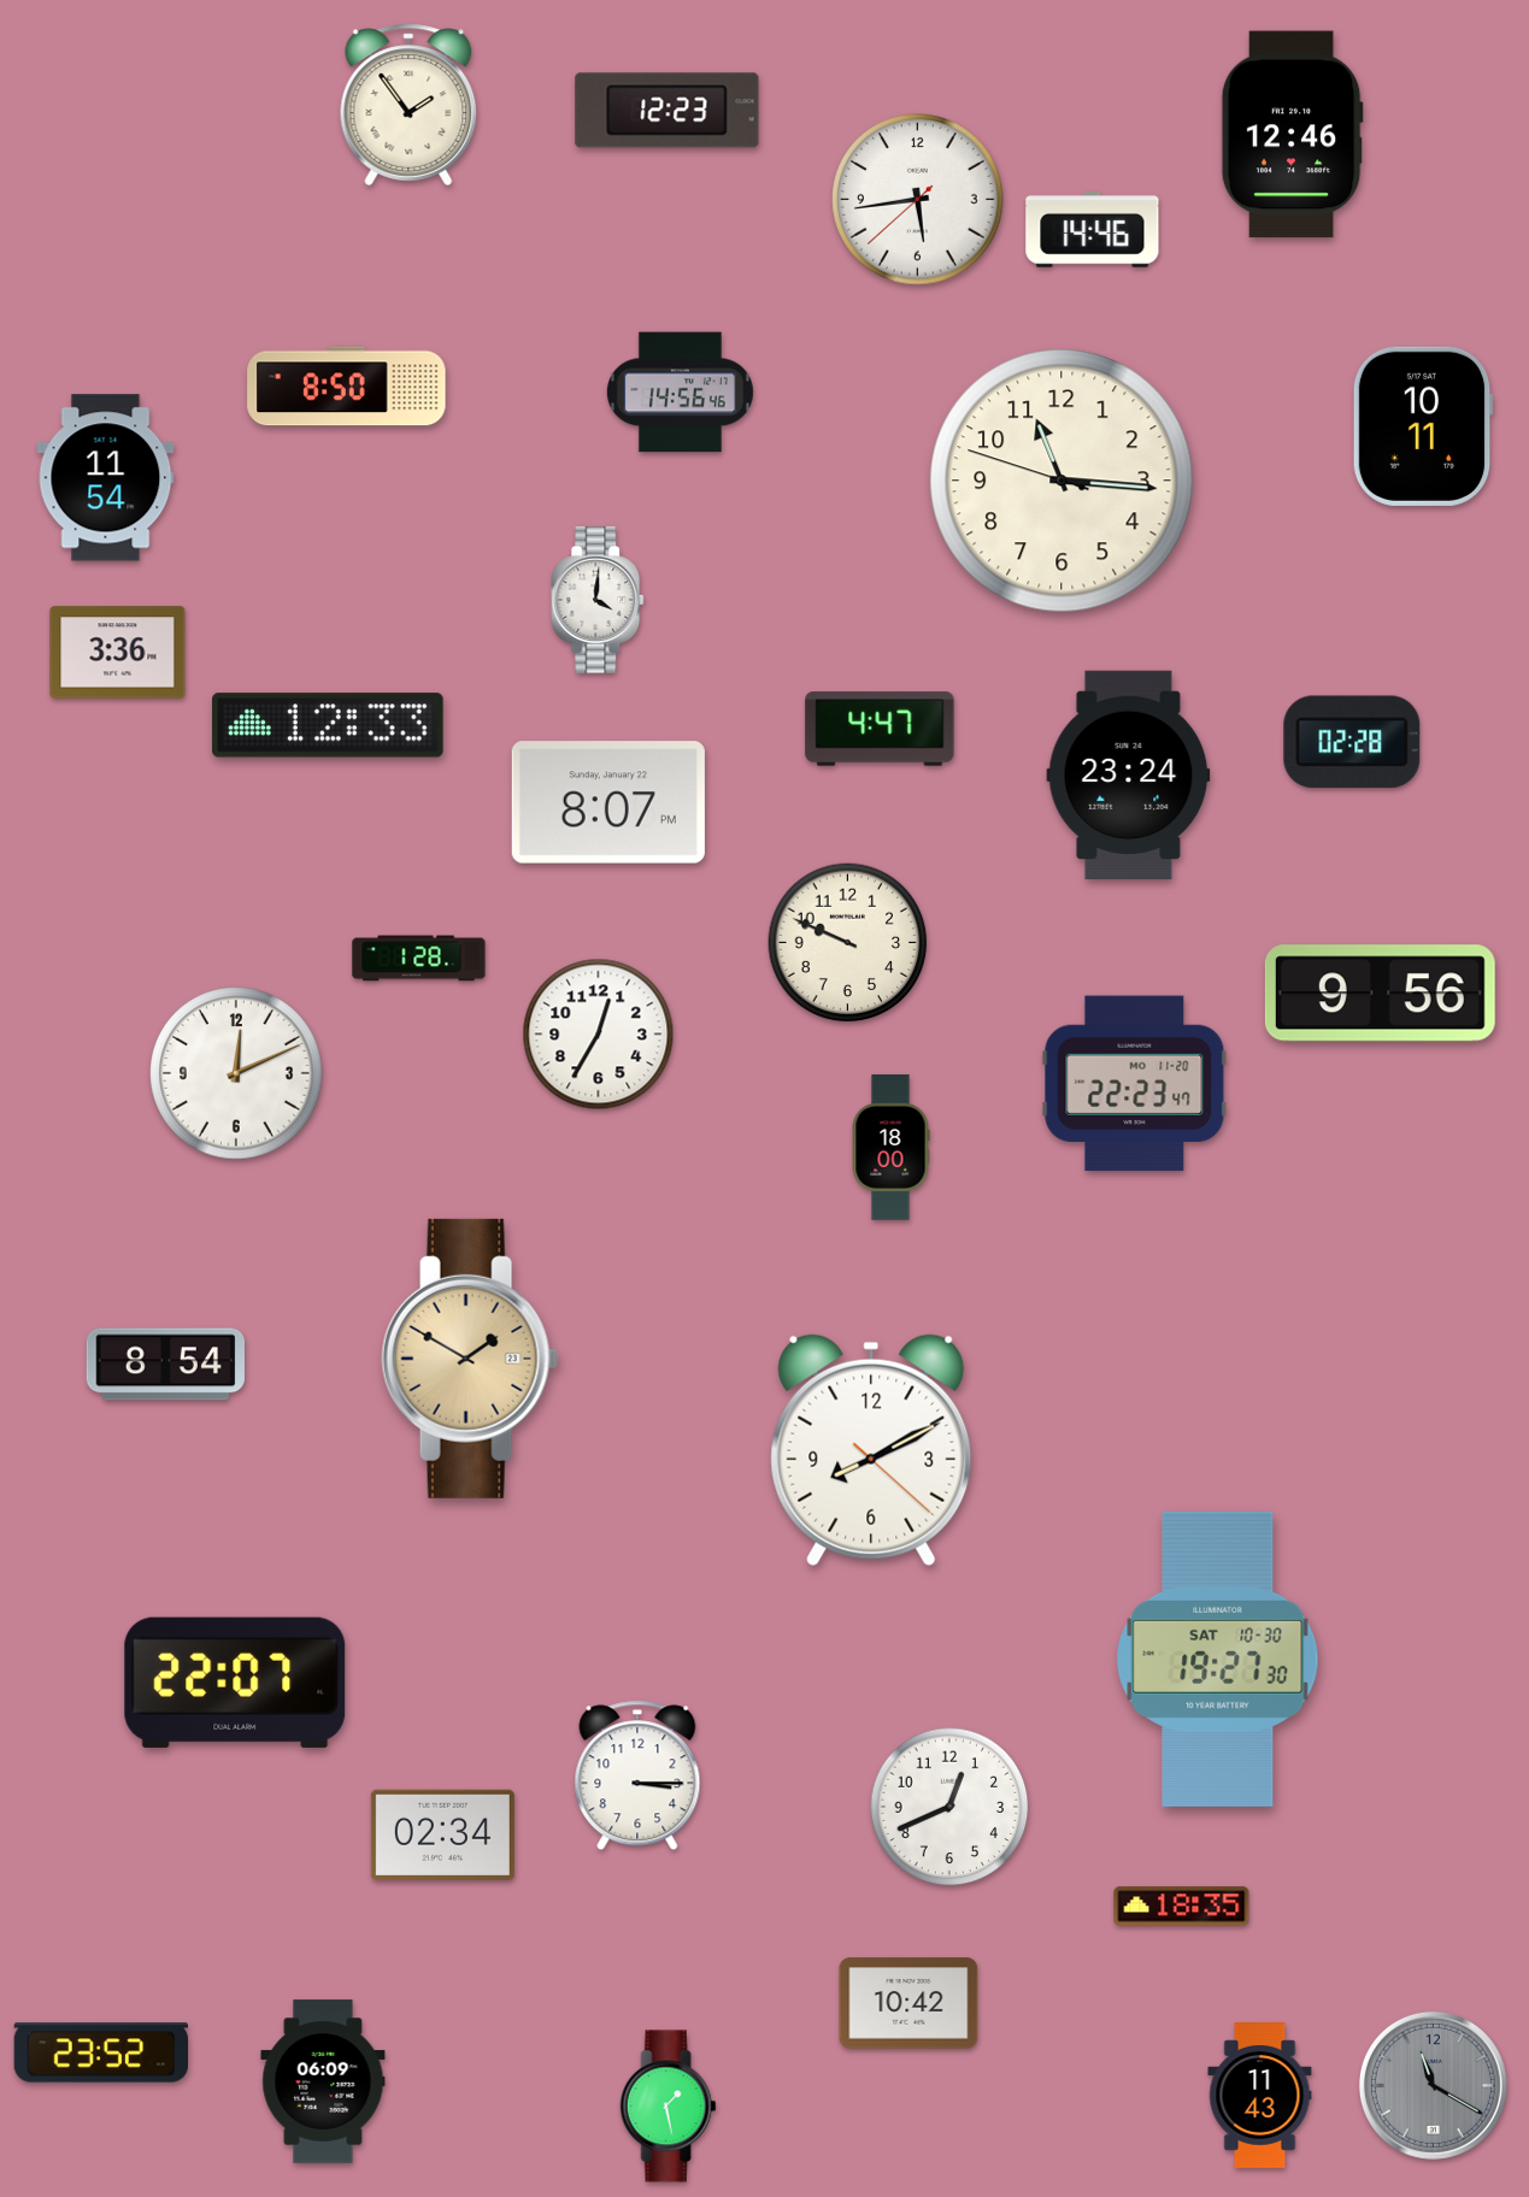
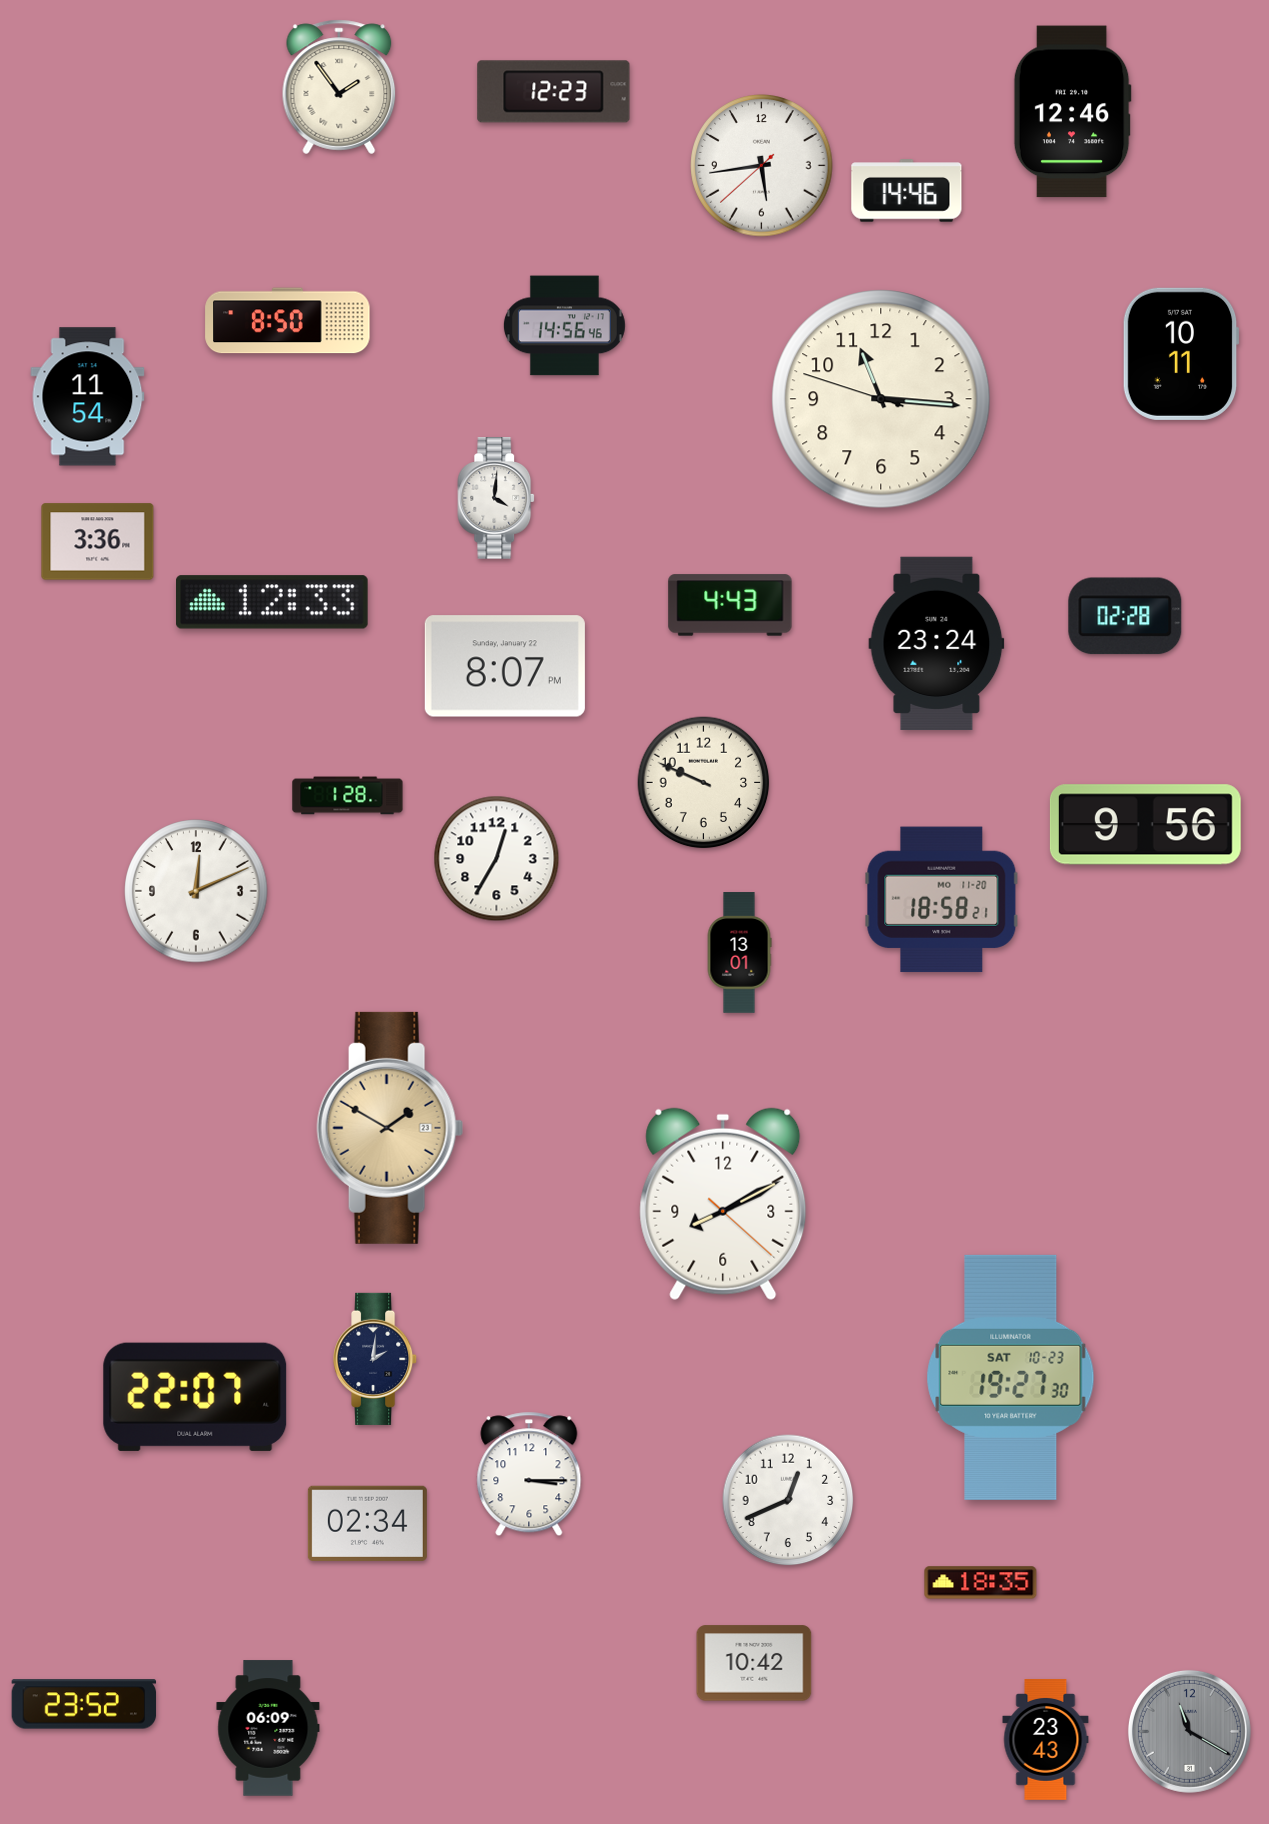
clock at (880, 729): 4:47 -> 4:43
clock at (1352, 742) position: (1352, 742) -> (1125, 616)
clock at (1135, 1084): 22:23 -> 18:58
clock at (890, 1148): 18:00 -> 13:01
clock at (165, 1365): 8:54 -> none
clock at (376, 1359): none -> 2:01
clock at (1218, 1659) date: SAT 10-30 -> SAT 10-23
clock at (1260, 2096): 11:43 -> 23:43
clock at (669, 2107): 1:28 -> none
